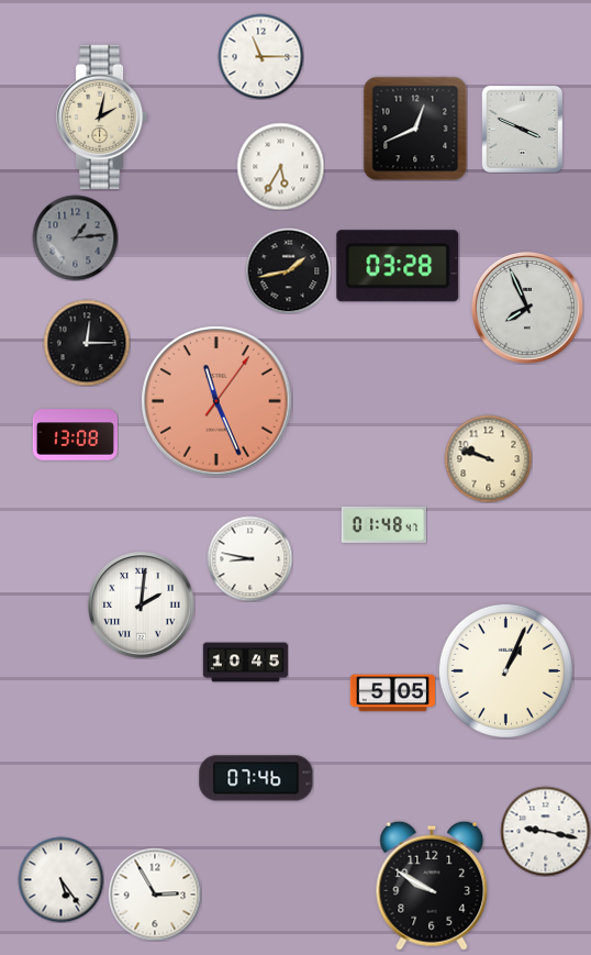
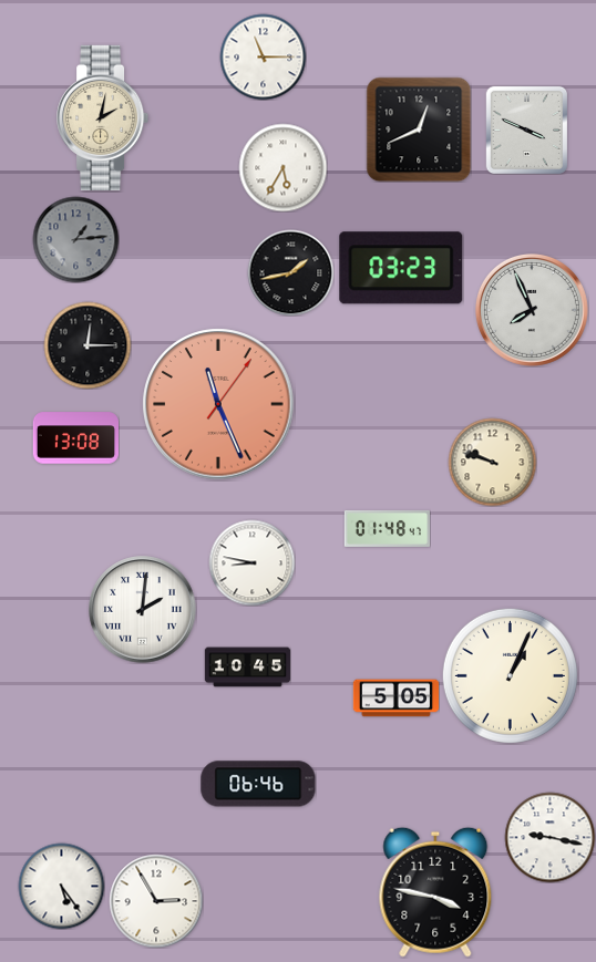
clock at (398, 266): 03:28 -> 03:23
clock at (256, 778): 07:46 -> 06:46
clock at (432, 886): 9:50 -> 3:47
